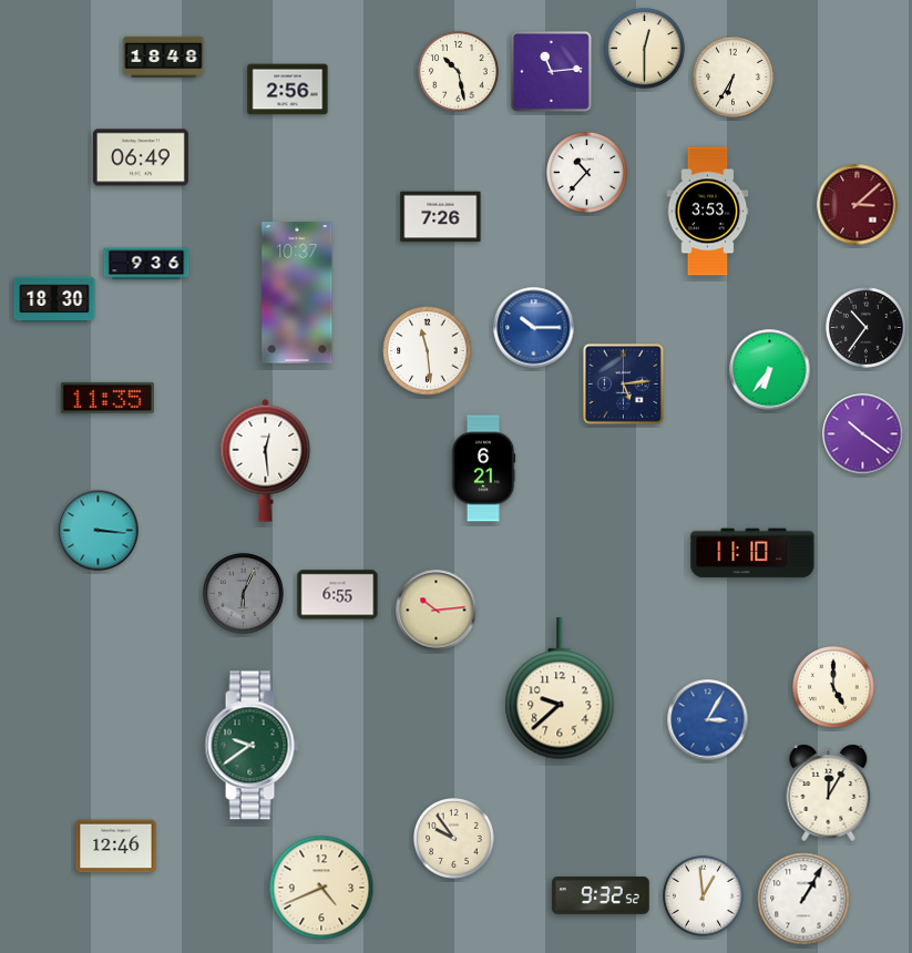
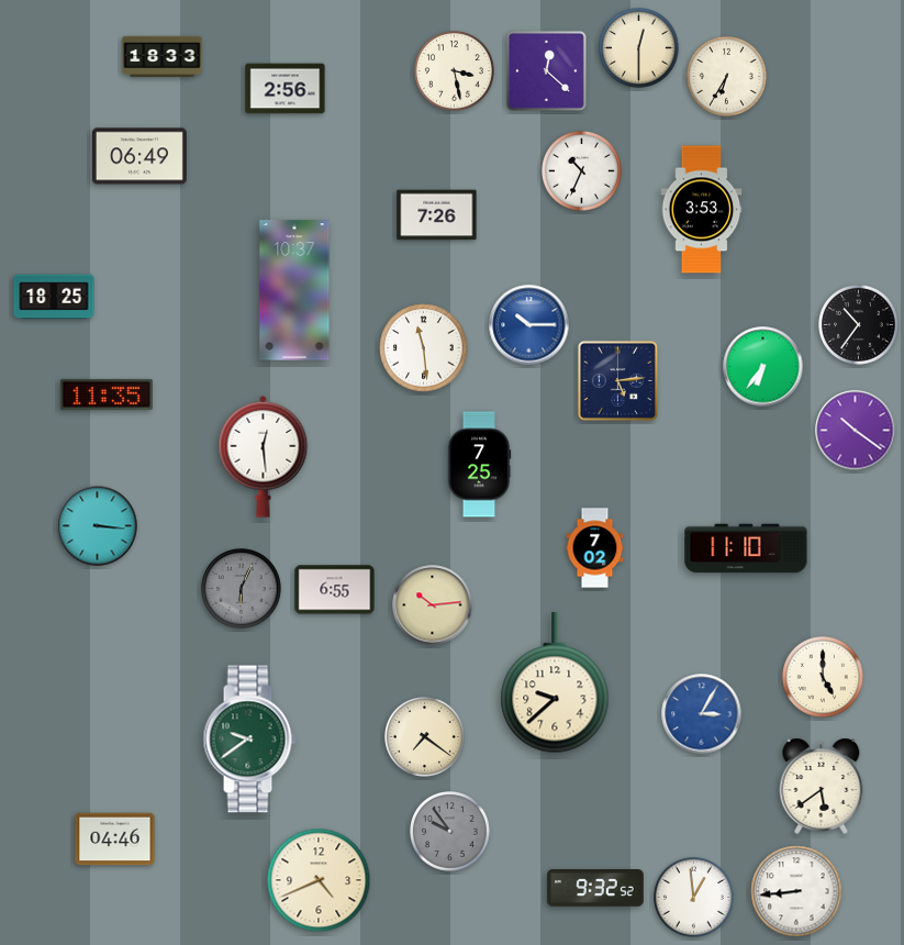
clock at (164, 58): 18:48 -> 18:33
clock at (551, 71): 11:14 -> 12:22
clock at (459, 72): 10:28 -> 3:28
clock at (587, 173): 10:37 -> 10:34
clock at (858, 205): 3:08 -> none
clock at (146, 264): 9:36 -> none
clock at (54, 299): 18:30 -> 18:25
clock at (483, 469): 6:21 -> 7:25
clock at (595, 548): none -> 7:02
clock at (834, 688) position: (834, 688) -> (824, 678)
clock at (425, 737): none -> 7:21
clock at (829, 792): 12:05 -> 5:39
clock at (454, 839) dial: cream -> grey
clock at (116, 847): 12:46 -> 04:46
clock at (704, 896) position: (704, 896) -> (694, 898)
clock at (803, 899): 1:05 -> 8:44
